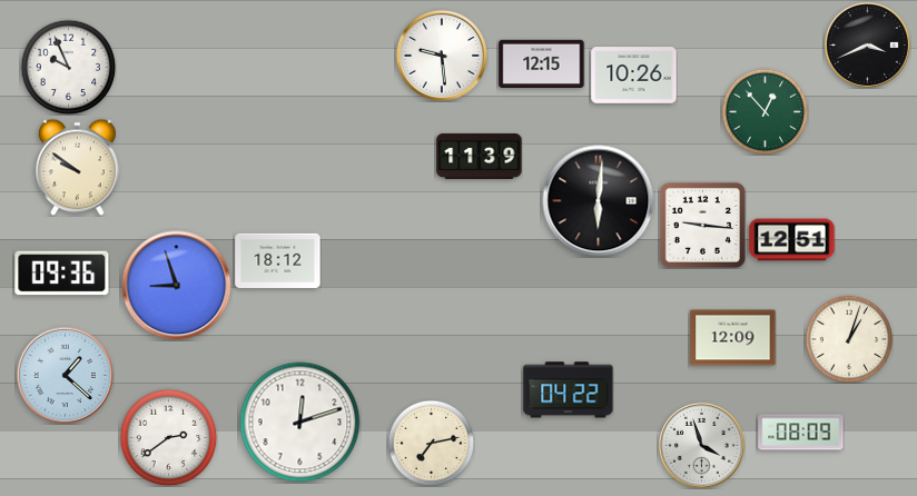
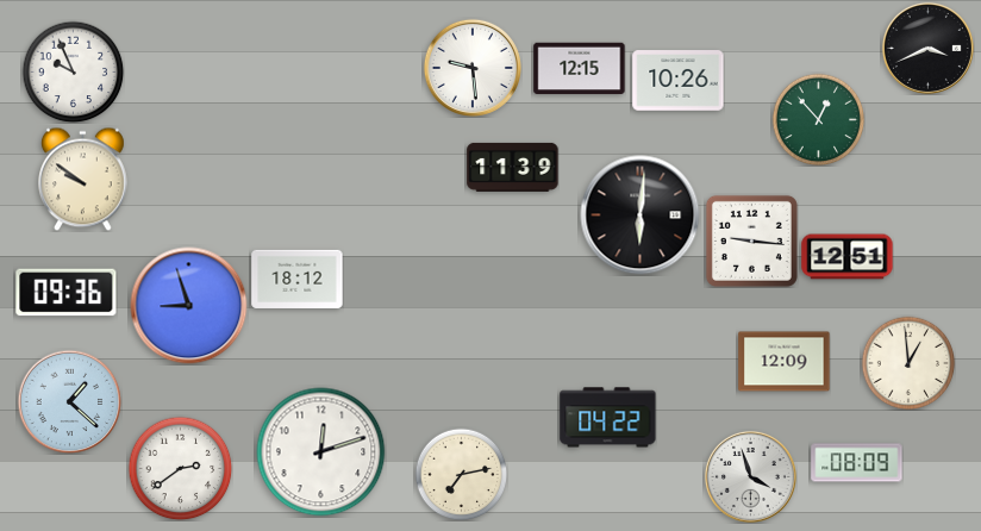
clock at (441, 54) position: (441, 54) -> (471, 67)
clock at (849, 339): 1:03 -> 12:59
